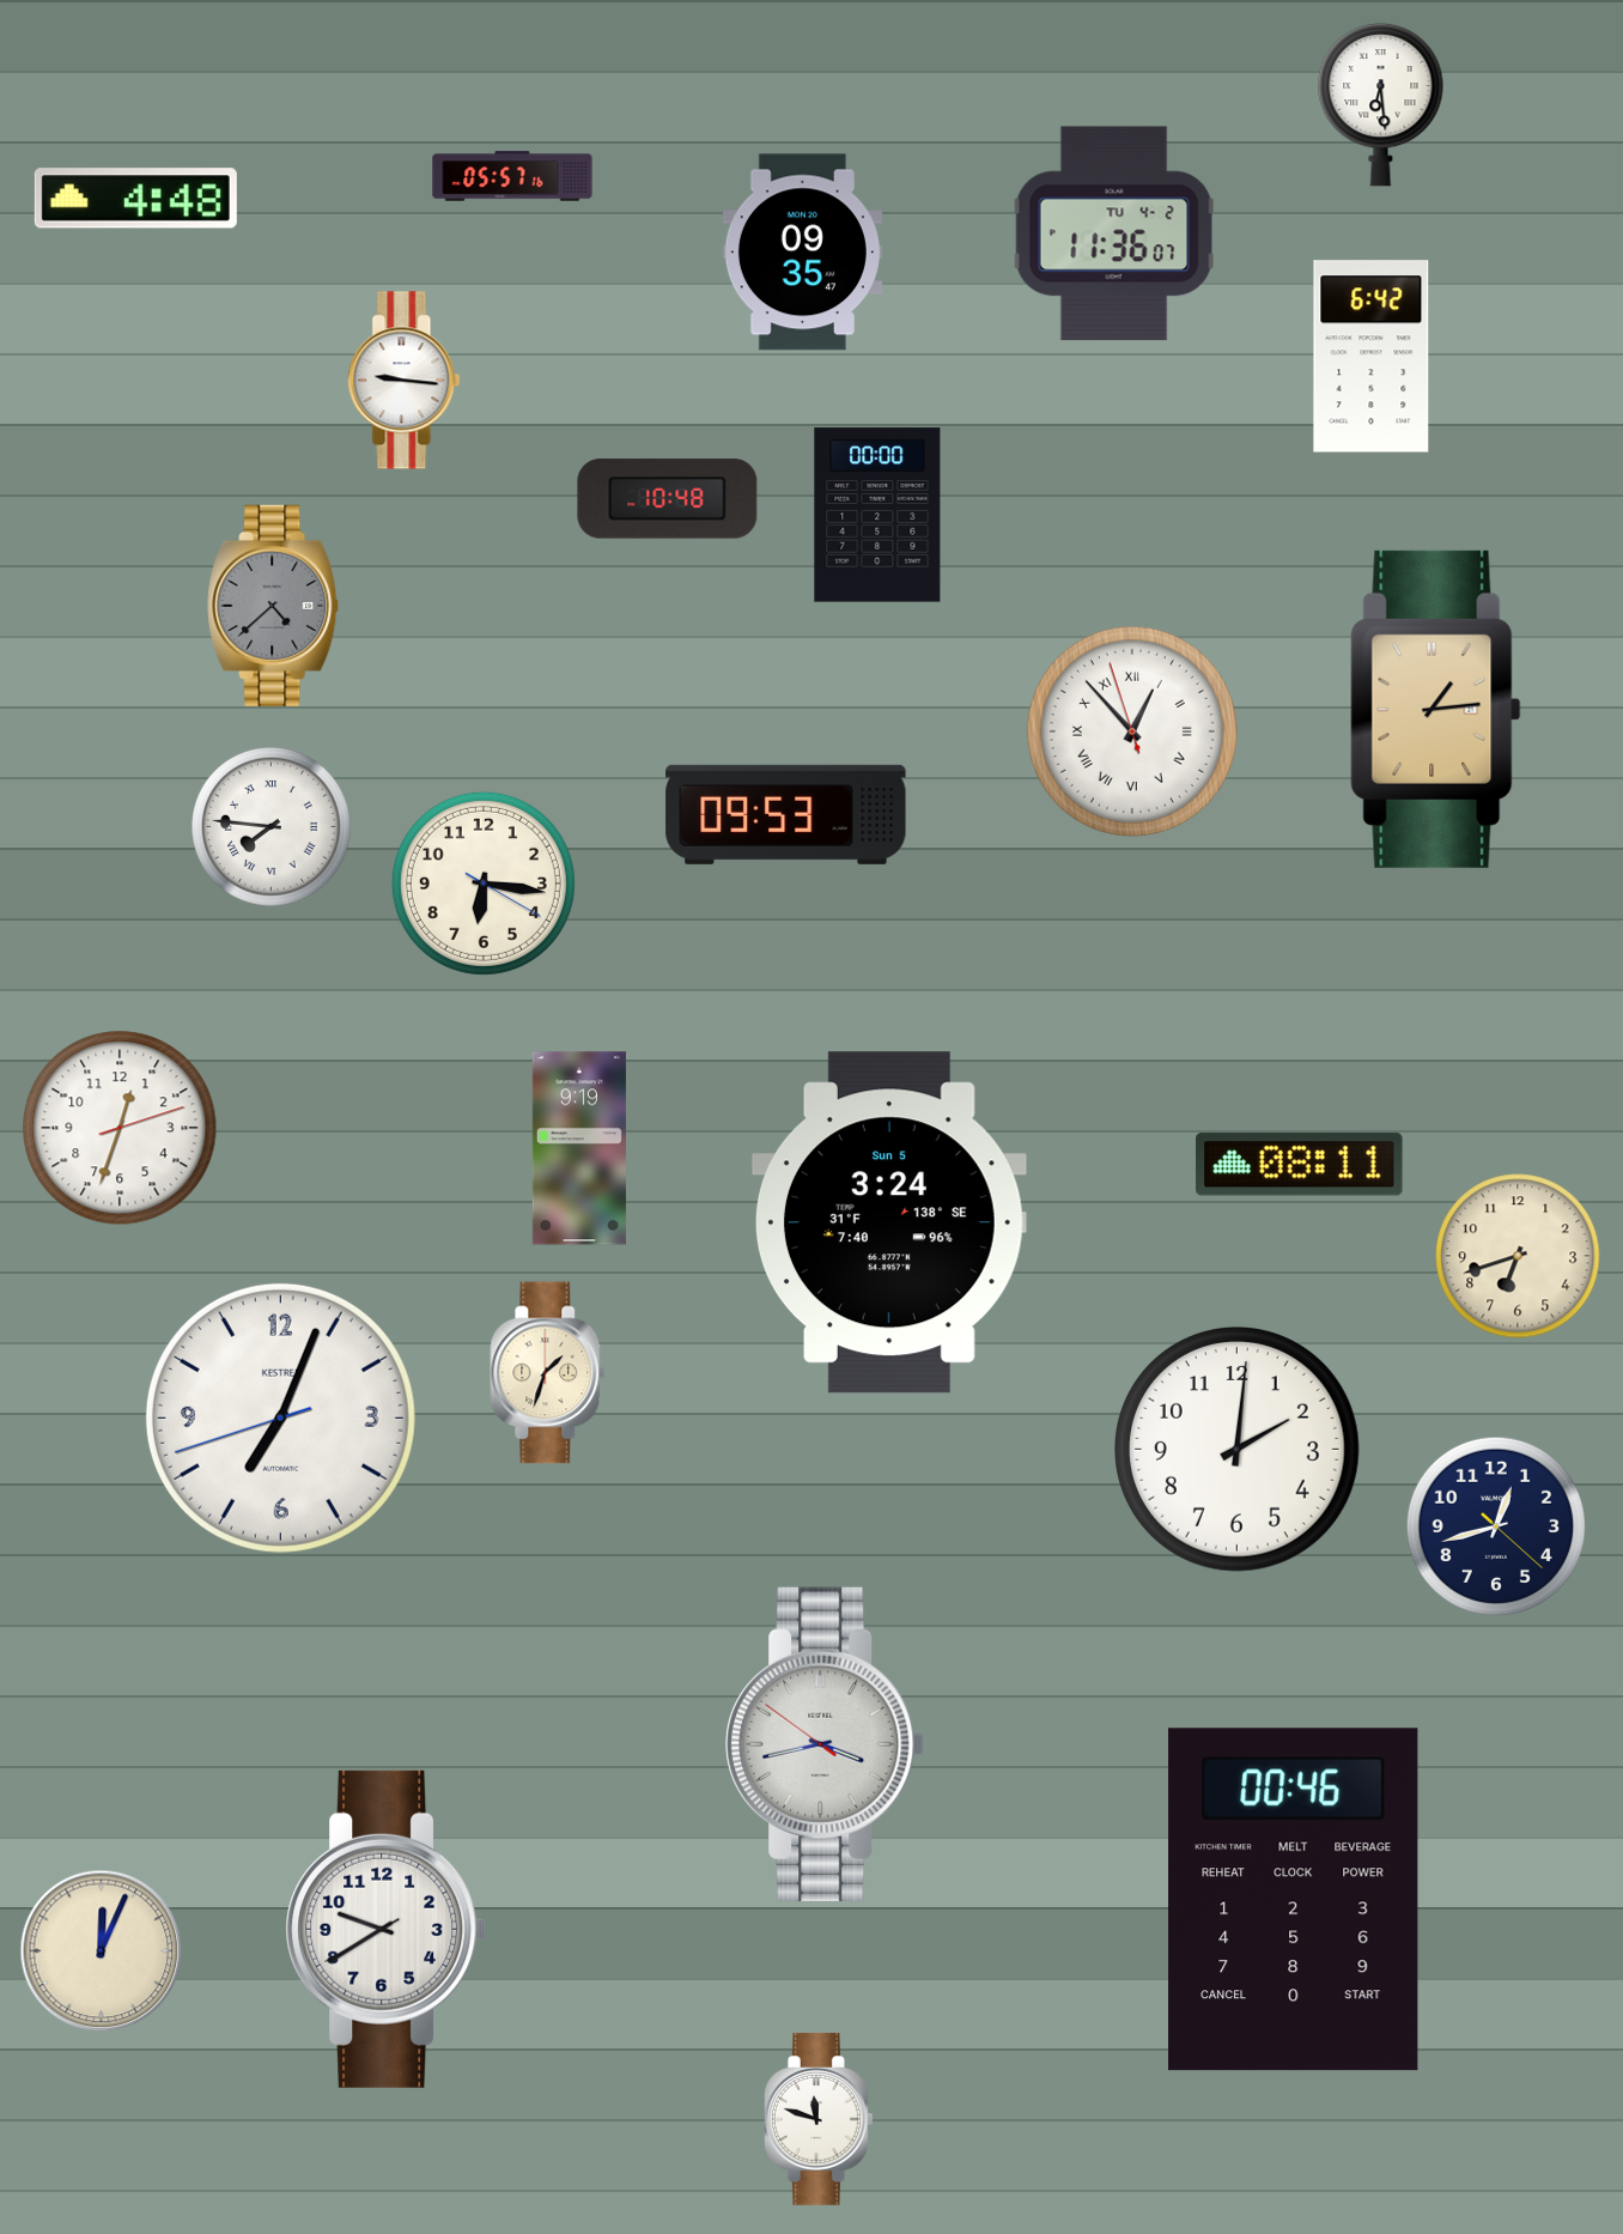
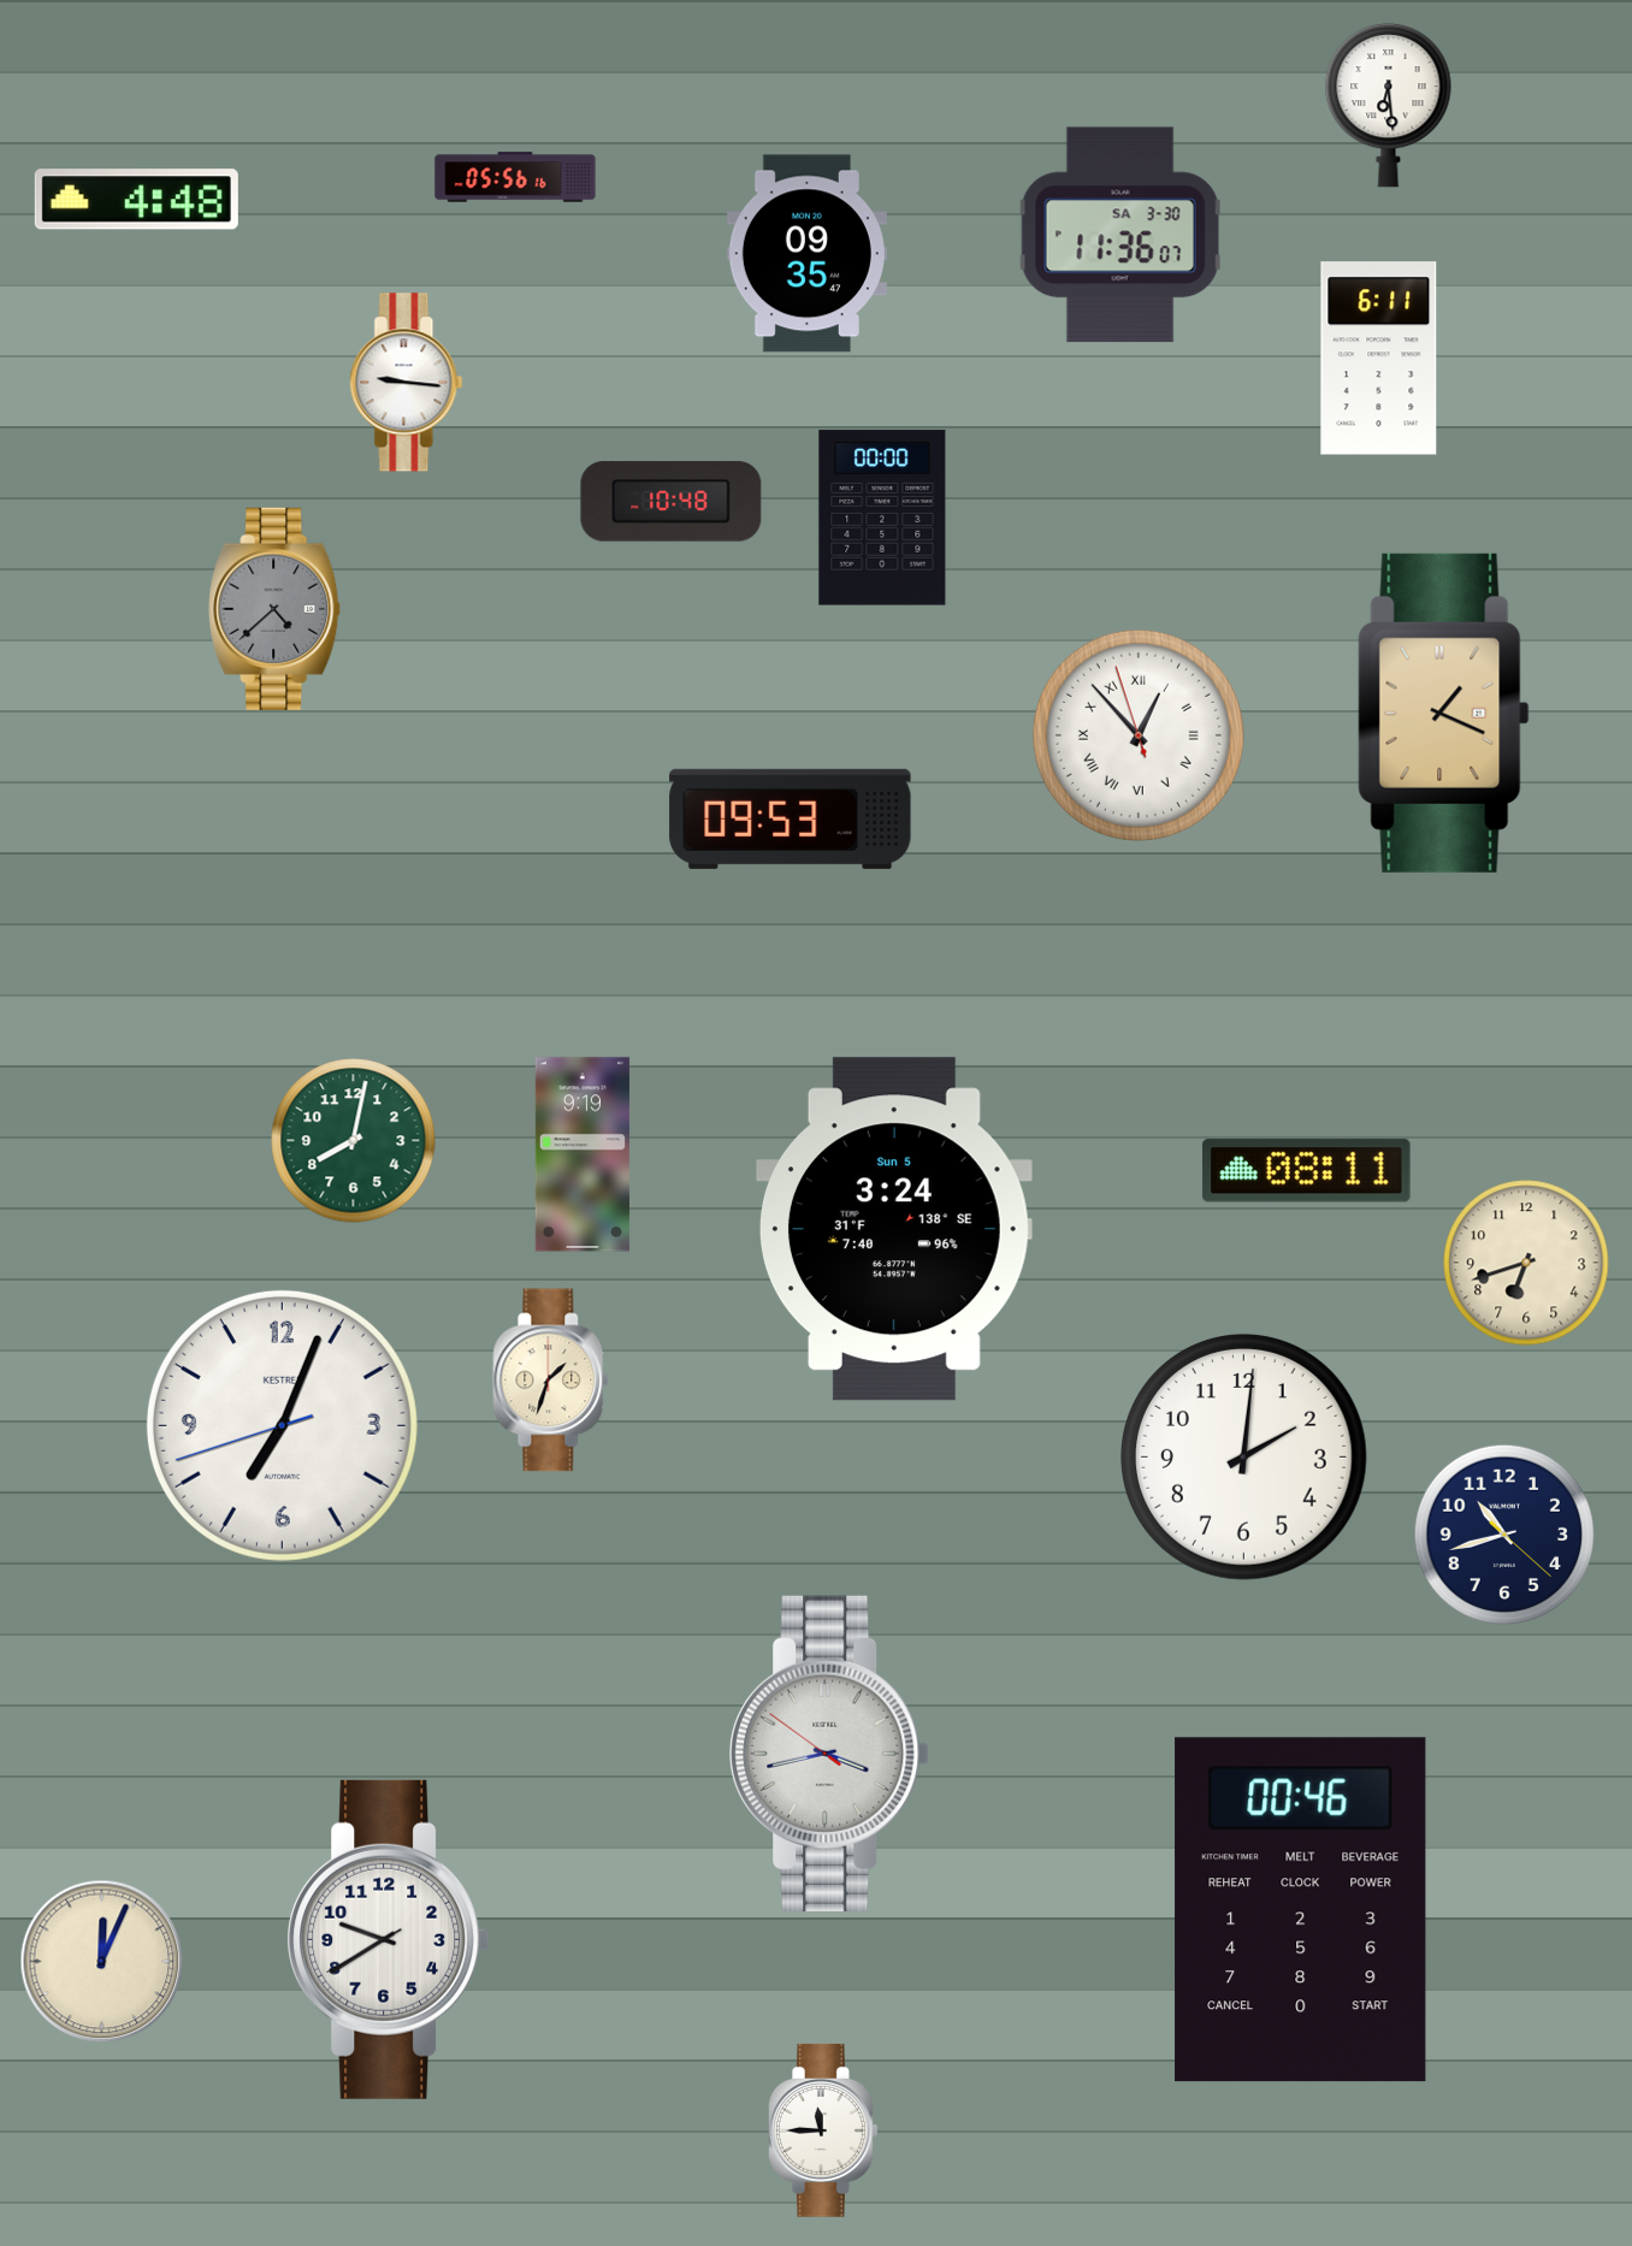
clock at (512, 176): 05:57 -> 05:56
clock at (1114, 233) date: TU 4-2 -> SA 3-30
clock at (1372, 357): 6:42 -> 6:11
clock at (1436, 709): 1:14 -> 1:19
clock at (272, 827): 7:46 -> none
clock at (484, 884): 6:16 -> none
clock at (120, 1128): 12:33 -> none
clock at (354, 1141): none -> 8:02
clock at (1496, 1526): 12:42 -> 10:42
clock at (819, 2119): 11:48 -> 11:45
